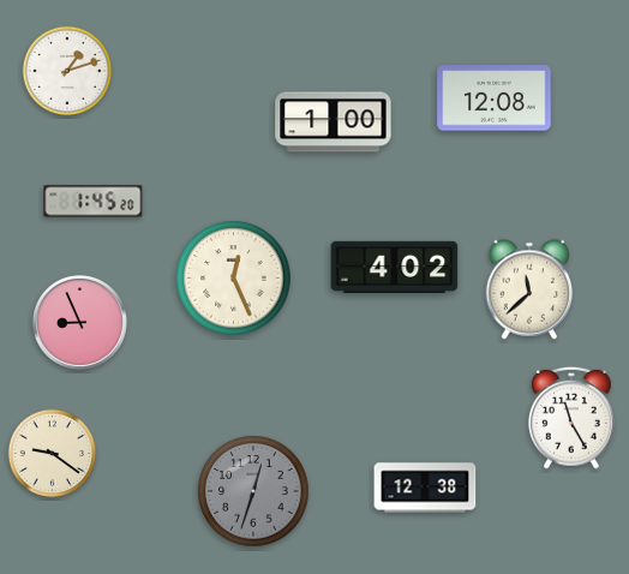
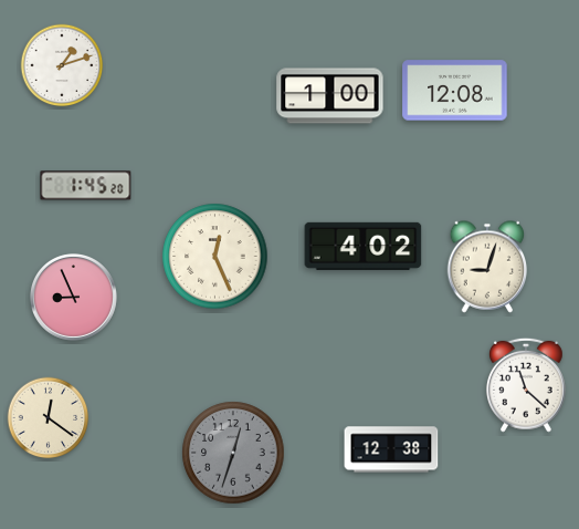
clock at (334, 122) position: (334, 122) -> (330, 96)
clock at (529, 289): 11:38 -> 9:03
clock at (571, 418): 11:25 -> 11:22
clock at (53, 454): 9:21 -> 12:21
